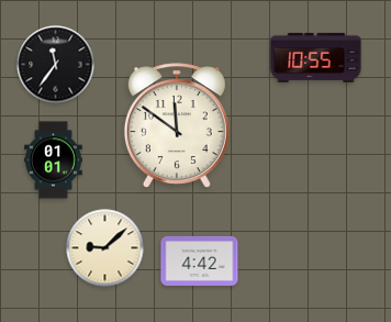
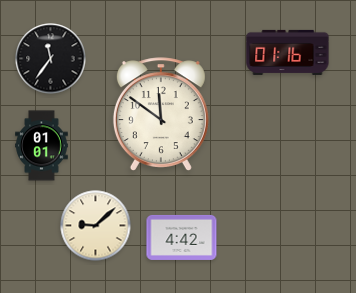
clock at (316, 57): 10:55 -> 01:16
clock at (54, 160) position: (54, 160) -> (42, 146)
